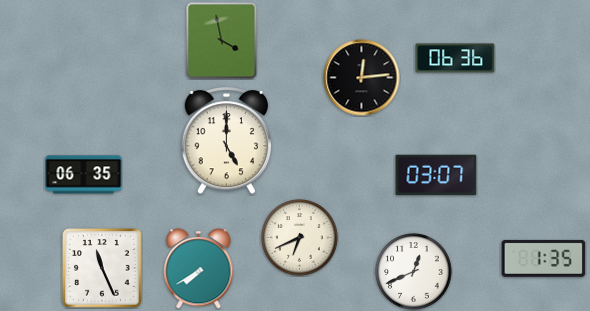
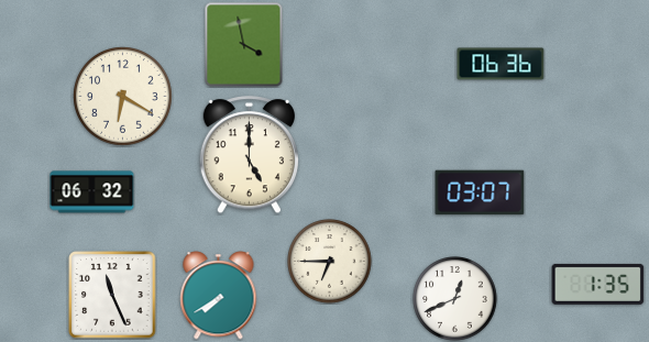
clock at (362, 78): 12:14 -> none
clock at (123, 97): none -> 6:20
clock at (84, 175): 06:35 -> 06:32
clock at (300, 238): 6:41 -> 6:45
